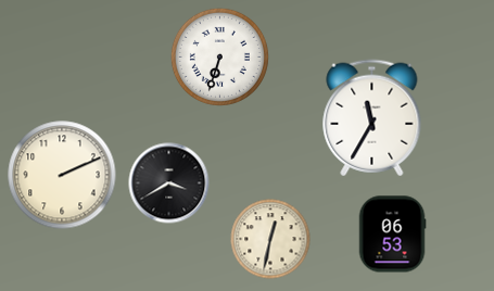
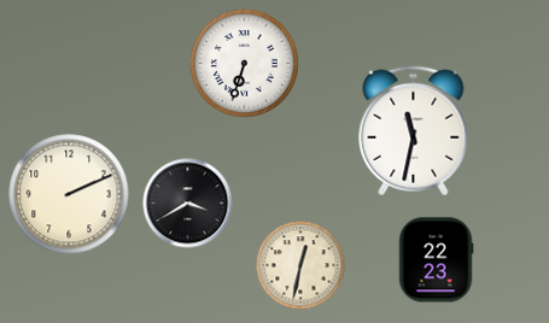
clock at (372, 118): 11:35 -> 11:32
clock at (392, 235): 06:53 -> 22:23
